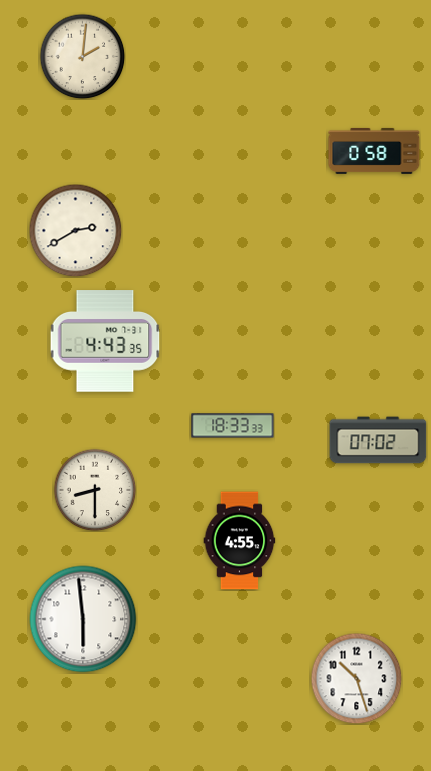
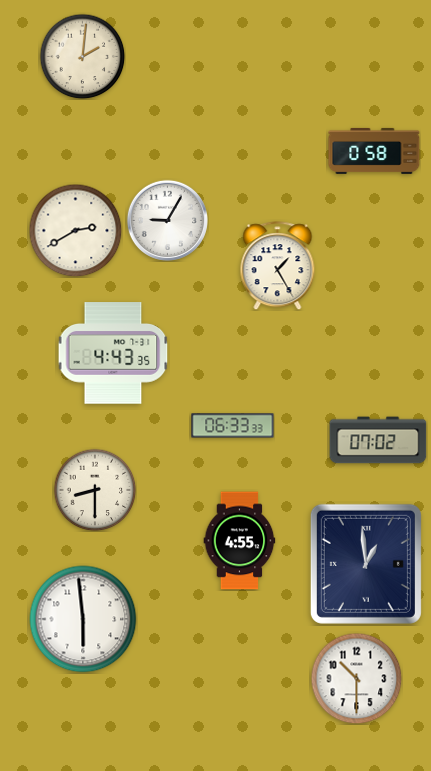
clock at (167, 220): none -> 9:05
clock at (278, 266): none -> 1:25
clock at (105, 341) position: (105, 341) -> (113, 353)
clock at (233, 426): 18:33 -> 06:33
clock at (366, 564): none -> 12:59
clock at (356, 678): 10:27 -> 10:30
